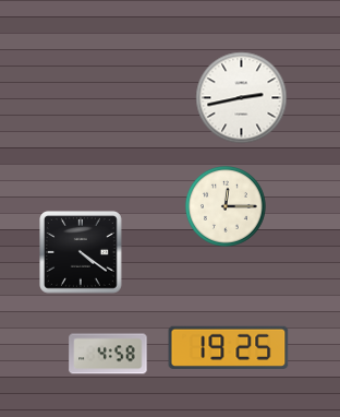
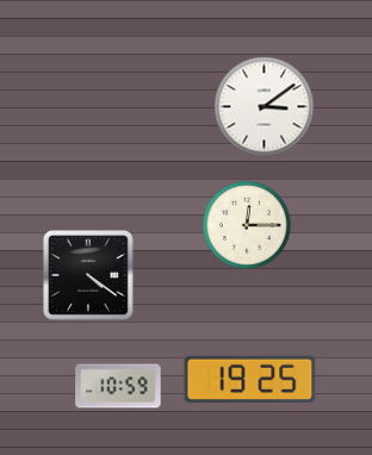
clock at (242, 98): 2:43 -> 3:09
clock at (108, 354): 4:58 -> 10:59
